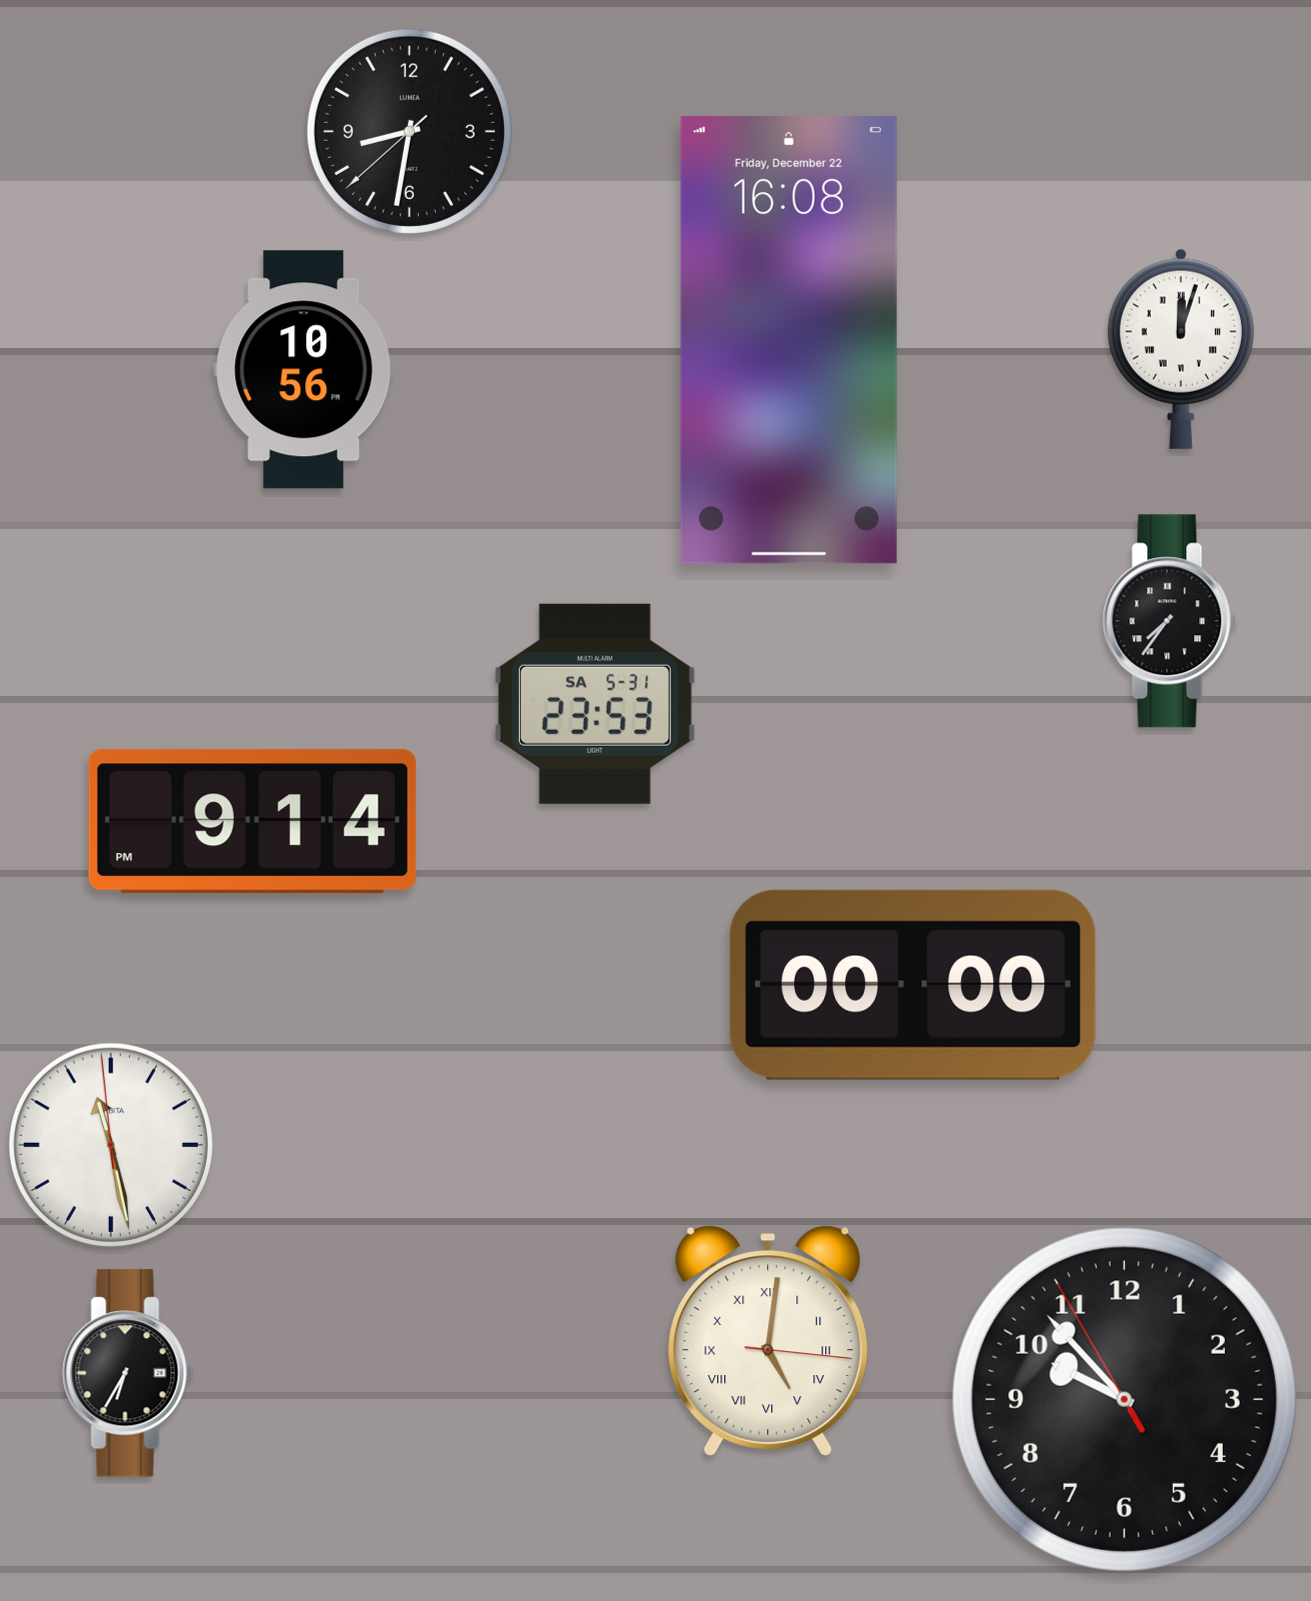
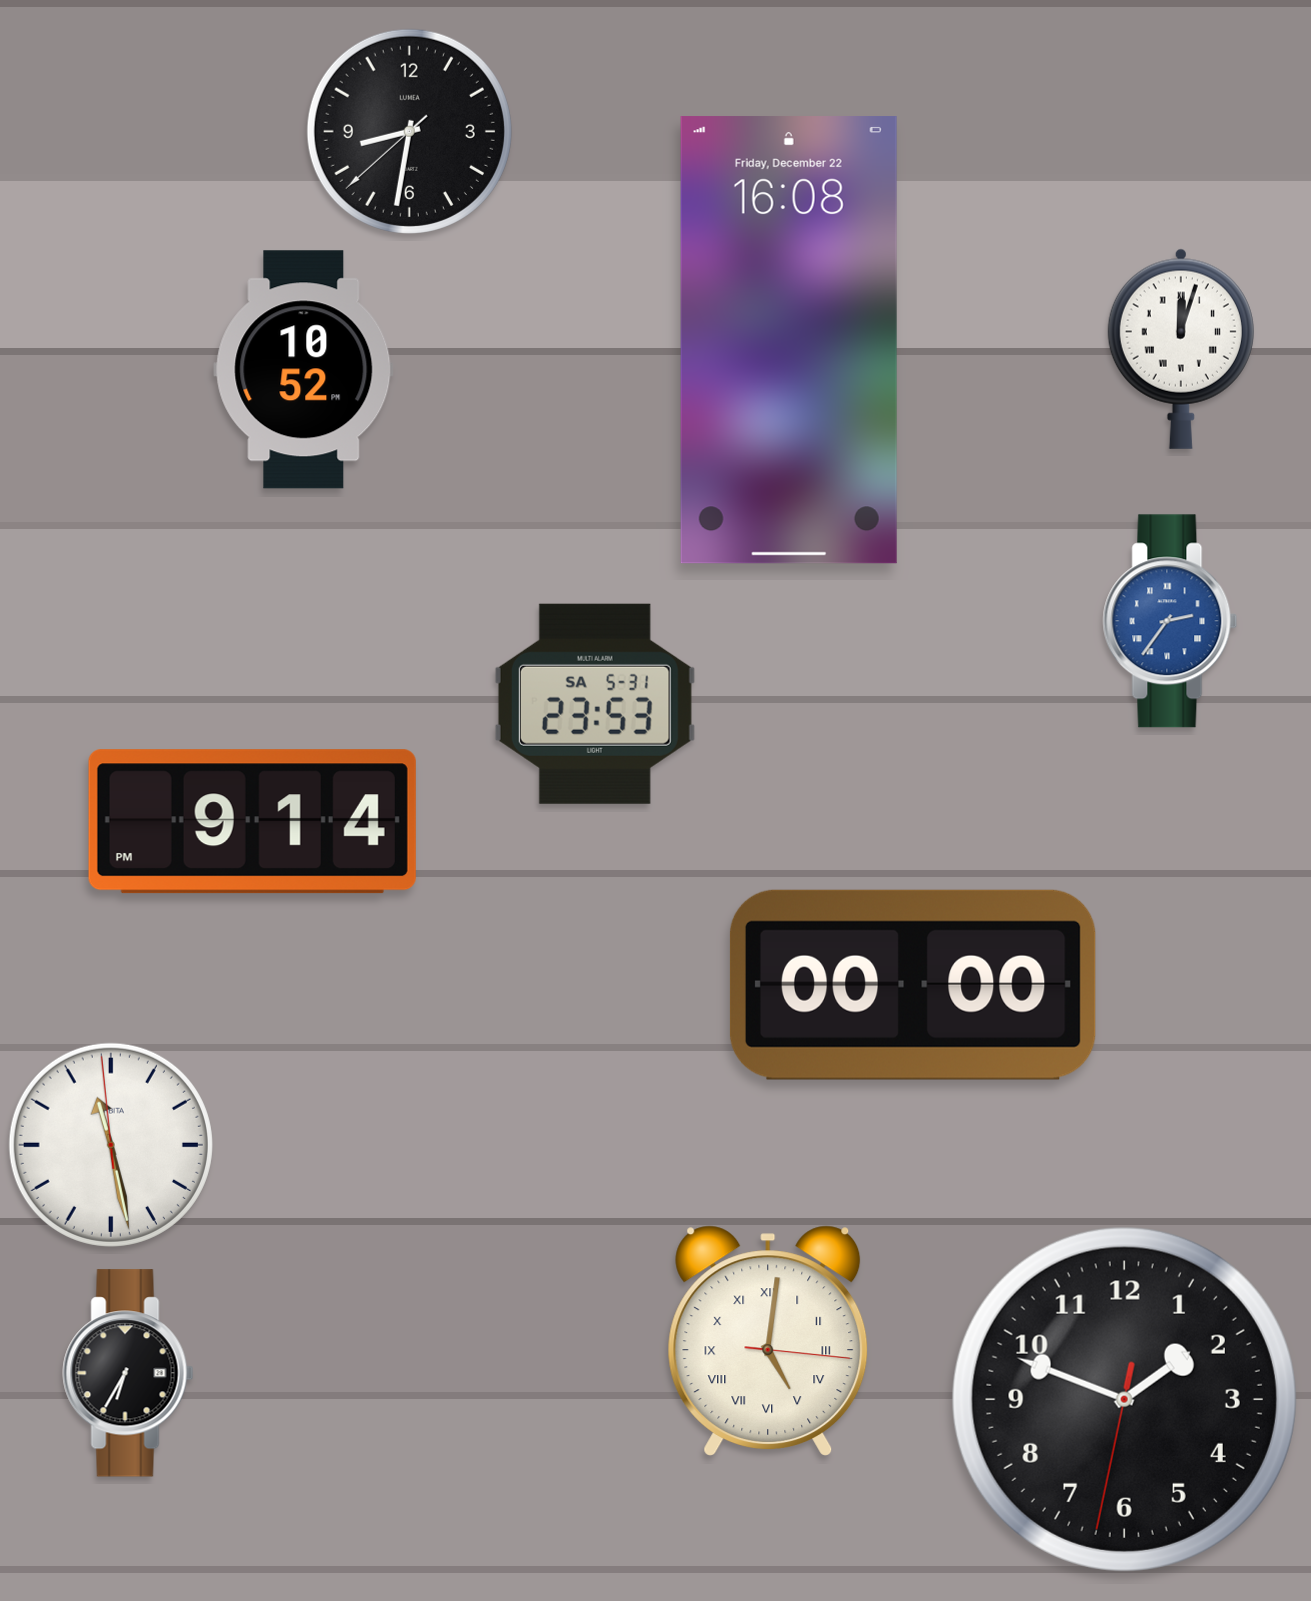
clock at (304, 370): 10:56 -> 10:52
clock at (1170, 621): 7:36 -> 2:36
clock at (1170, 621) dial: black -> blue
clock at (1124, 1399): 9:52 -> 1:48
